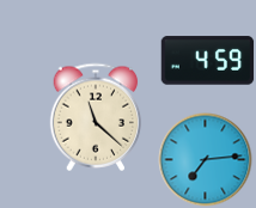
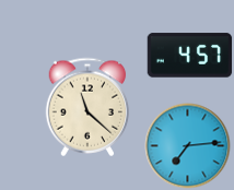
clock at (207, 61): 4:59 -> 4:57
